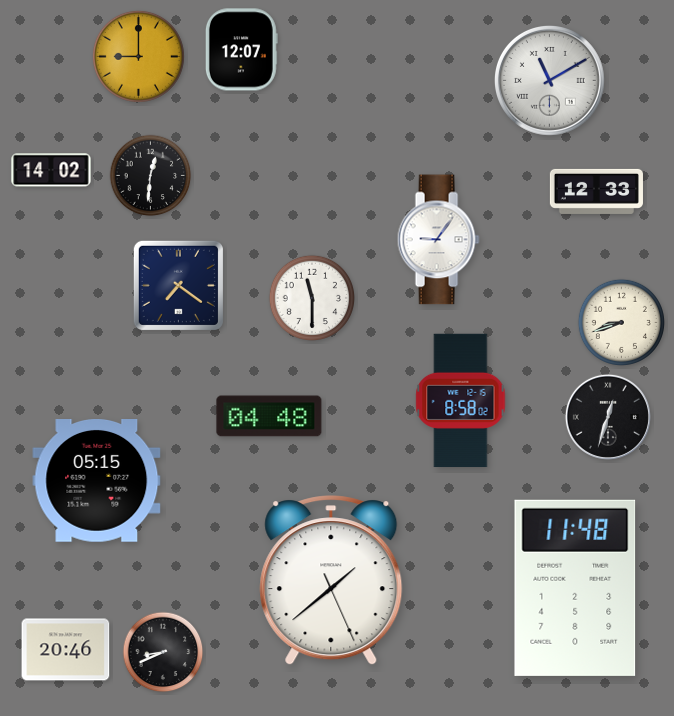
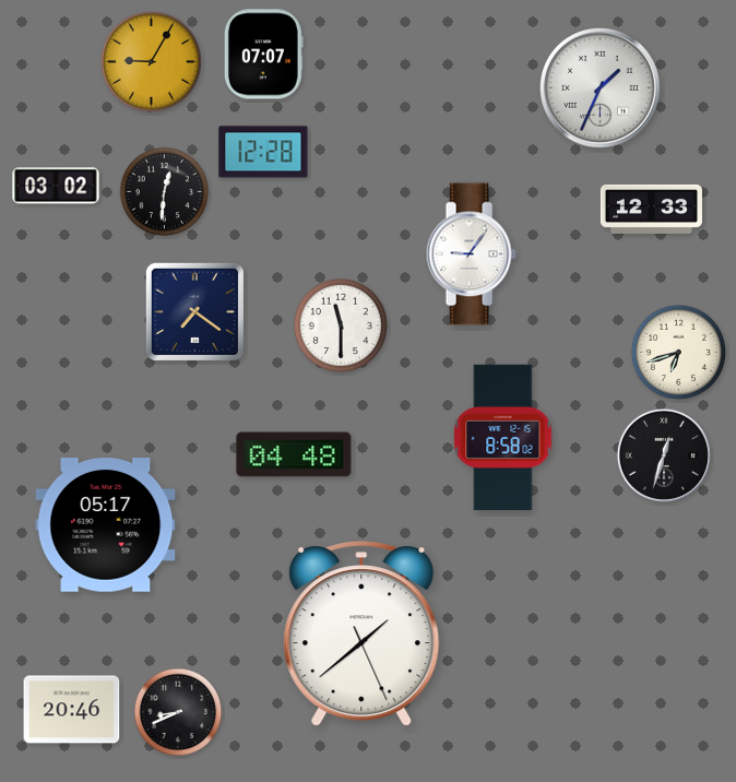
clock at (241, 50): 12:07 -> 07:07
clock at (138, 56): 9:00 -> 9:05
clock at (549, 80): 11:10 -> 1:34
clock at (263, 152): none -> 12:28
clock at (51, 170): 14:02 -> 03:02
clock at (438, 240) position: (438, 240) -> (471, 254)
clock at (621, 322): 8:42 -> 6:42
clock at (97, 481): 05:15 -> 05:17
clock at (575, 588): 11:48 -> none
